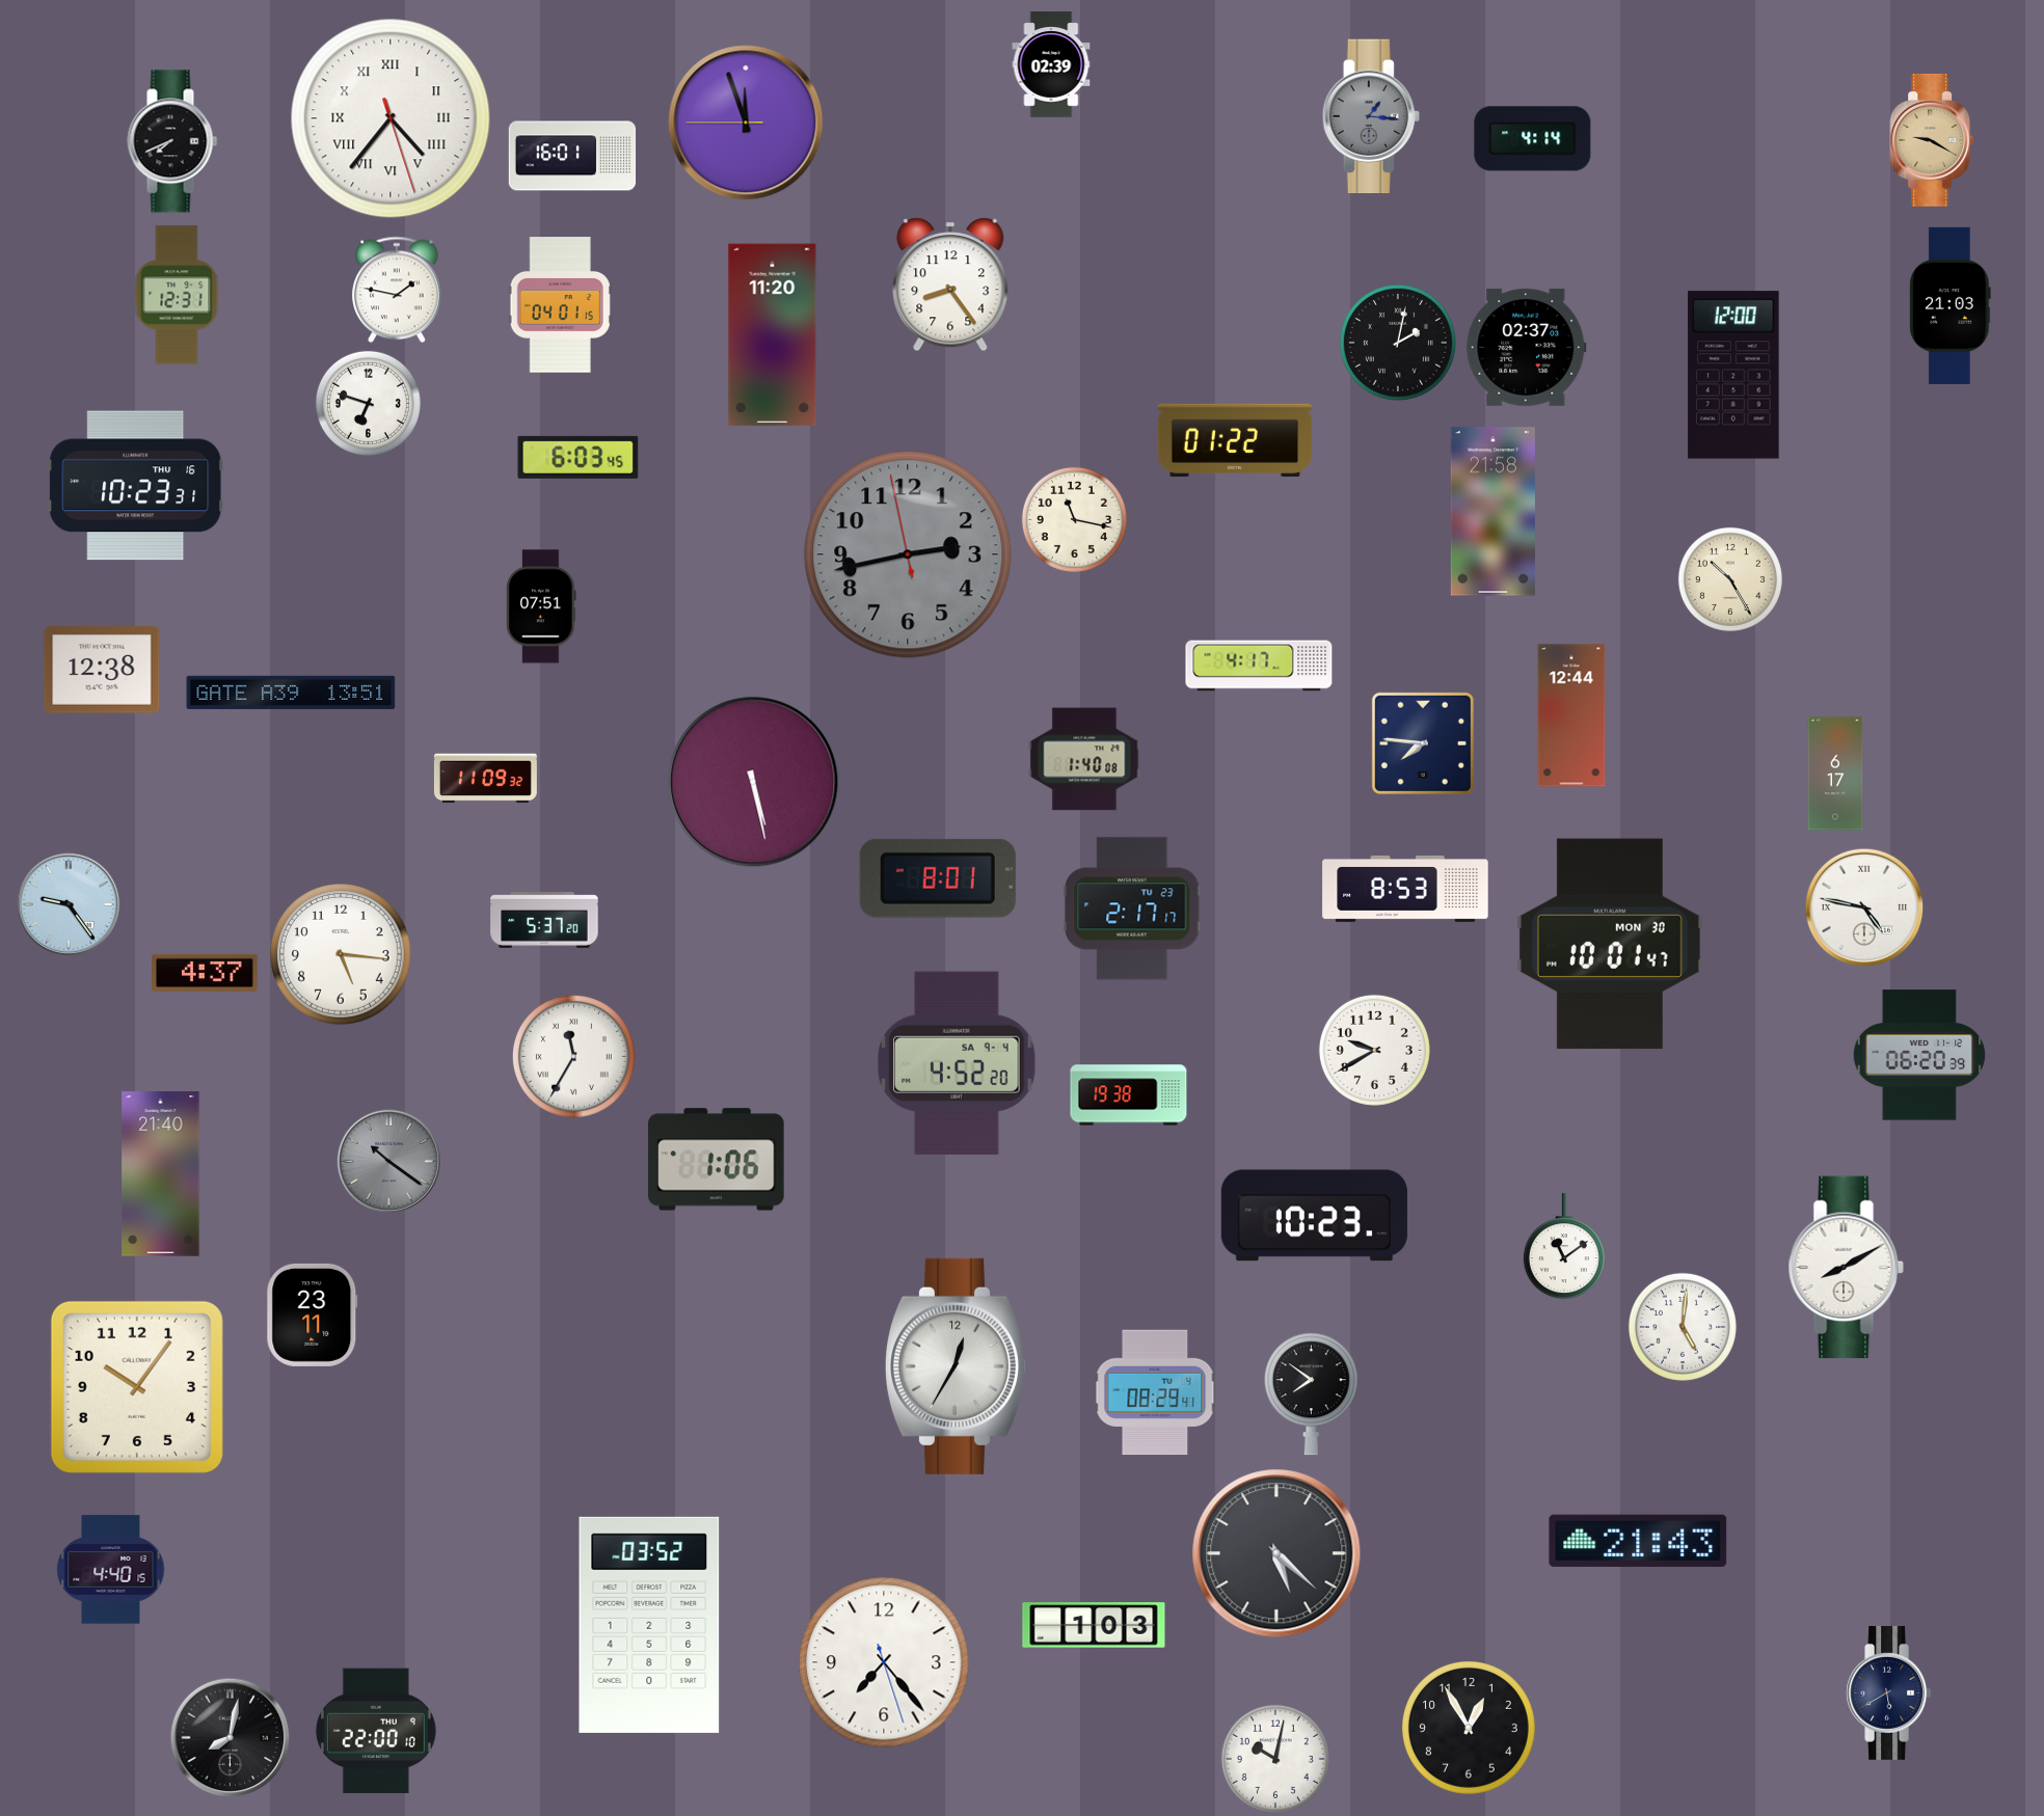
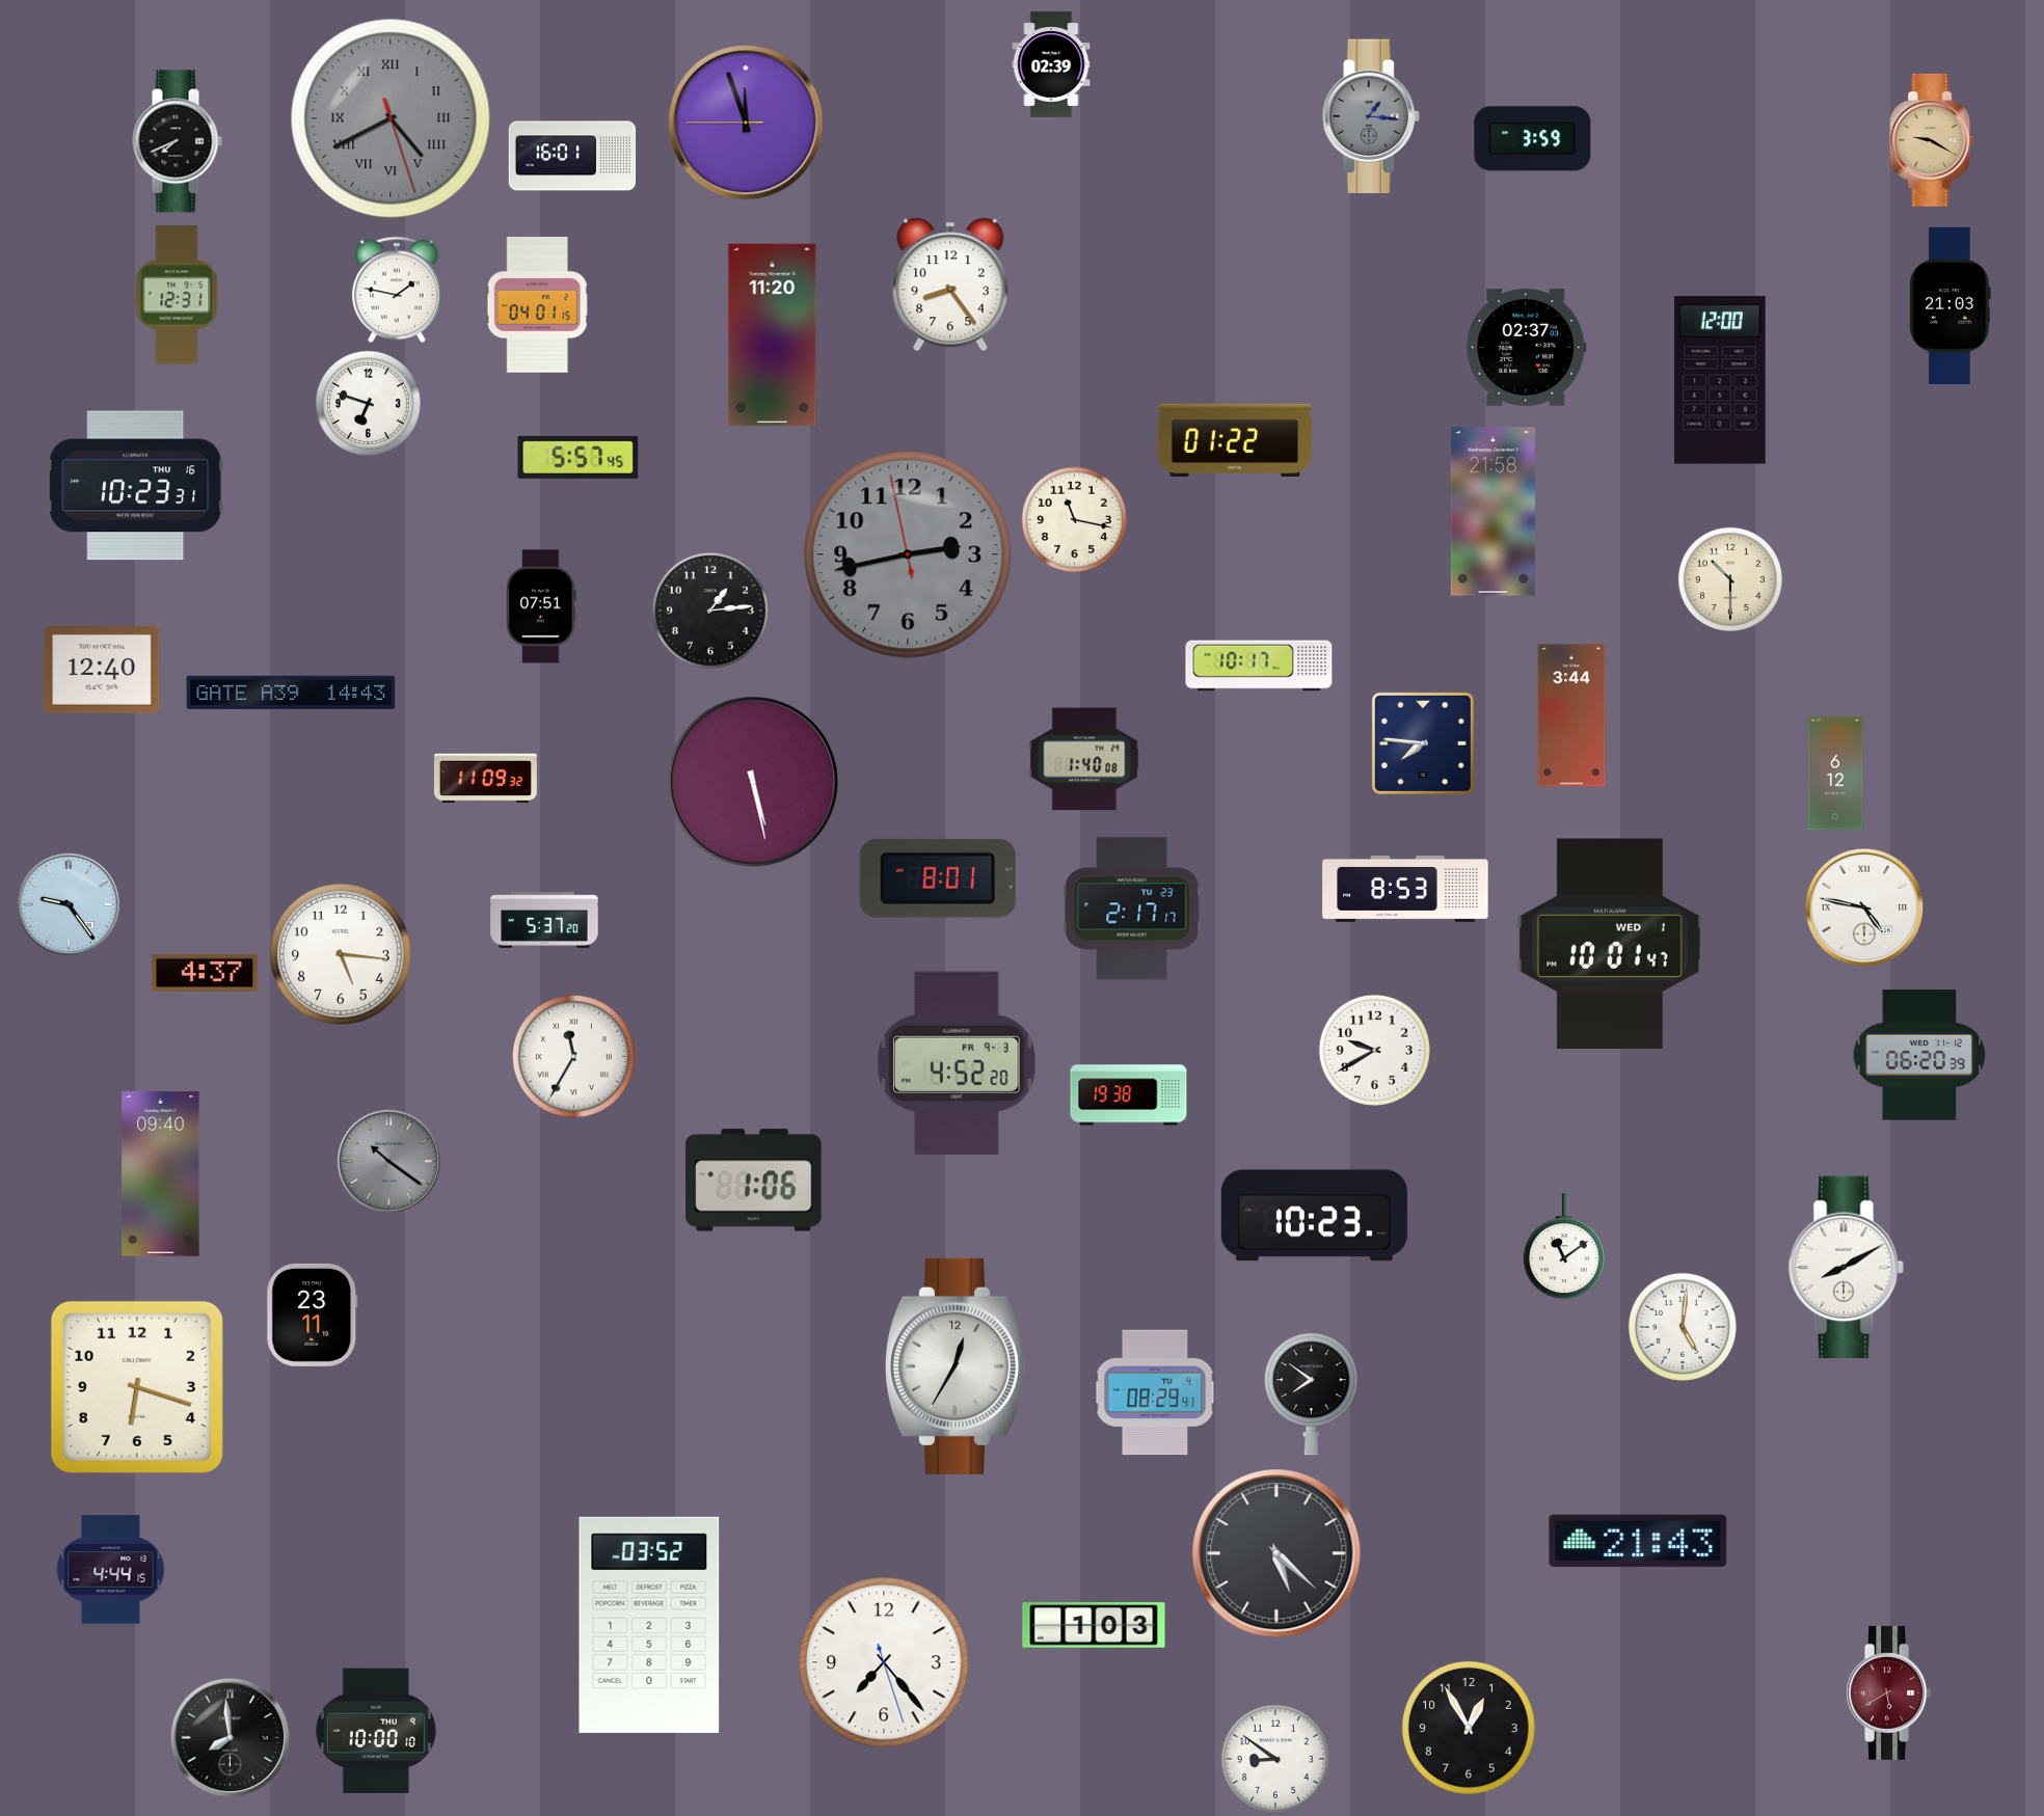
clock at (391, 118): 4:36 -> 4:40
clock at (391, 118) dial: white -> grey
clock at (1533, 139): 4:14 -> 3:59
clock at (172, 141) position: (172, 141) -> (178, 141)
clock at (560, 305) position: (560, 305) -> (537, 305)
clock at (1398, 343): 2:02 -> none
clock at (1733, 375) position: (1733, 375) -> (1720, 380)
clock at (579, 457): 6:03 -> 5:57
clock at (1730, 579): 10:25 -> 10:30
clock at (710, 611): none -> 1:14
clock at (1259, 666): 4:17 -> 10:17
clock at (102, 670): 12:38 -> 12:40
clock at (291, 693): 13:51 -> 14:43
clock at (1571, 715): 12:44 -> 3:44
clock at (1835, 774): 6:17 -> 6:12
clock at (1610, 944) date: MON 30 -> WED 1
clock at (957, 1063) date: SA 9-4 -> FR 9-3
clock at (717, 1160) position: (717, 1160) -> (754, 1181)
clock at (161, 1174): 21:40 -> 09:40
clock at (137, 1387): 10:06 -> 6:18
clock at (111, 1570): 4:40 -> 4:44
clock at (1889, 1693) dial: navy -> burgundy
clock at (376, 1731): 22:00 -> 10:00
clock at (231, 1738): 8:02 -> 7:59
clock at (1275, 1759): 10:02 -> 8:51
